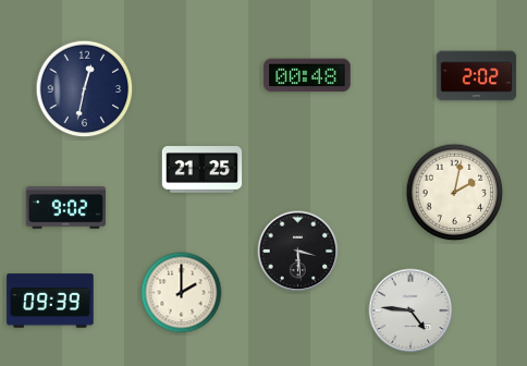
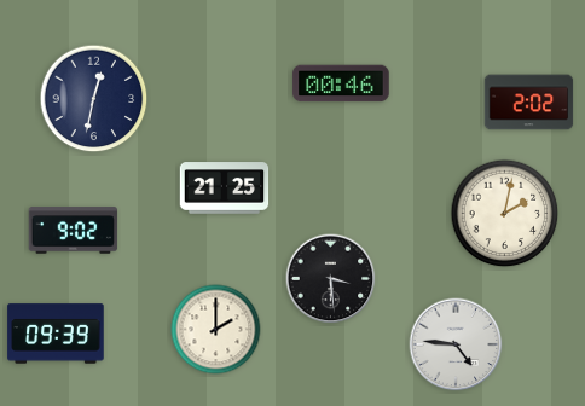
clock at (307, 75): 00:48 -> 00:46
clock at (477, 76) position: (477, 76) -> (529, 103)
clock at (182, 293) position: (182, 293) -> (216, 330)
